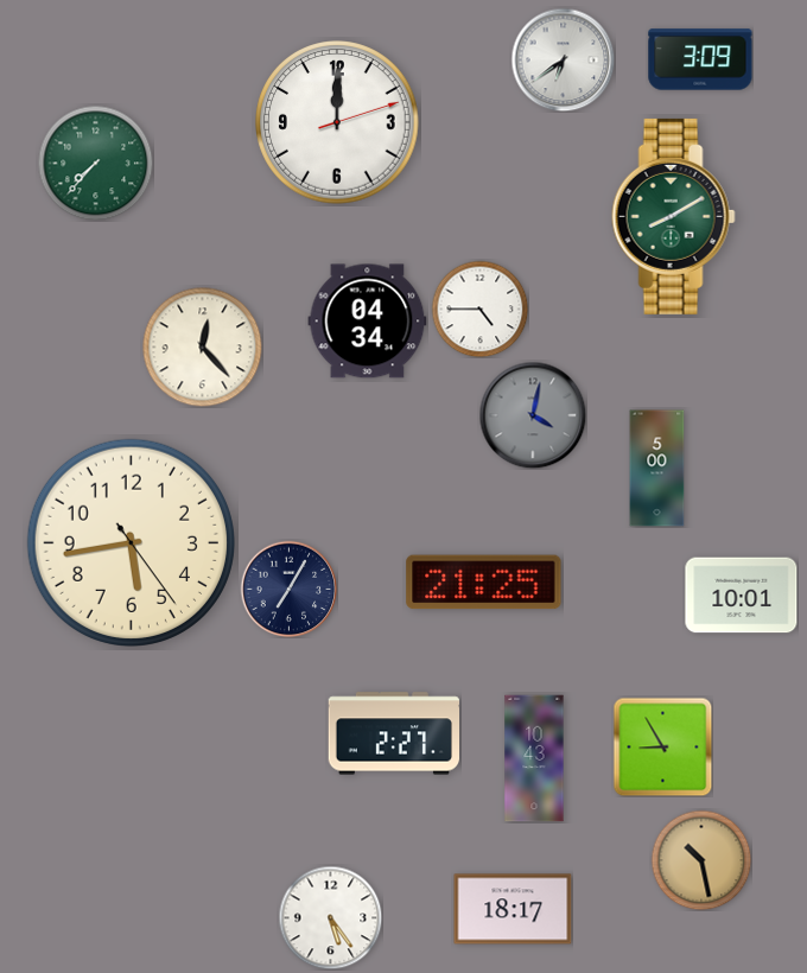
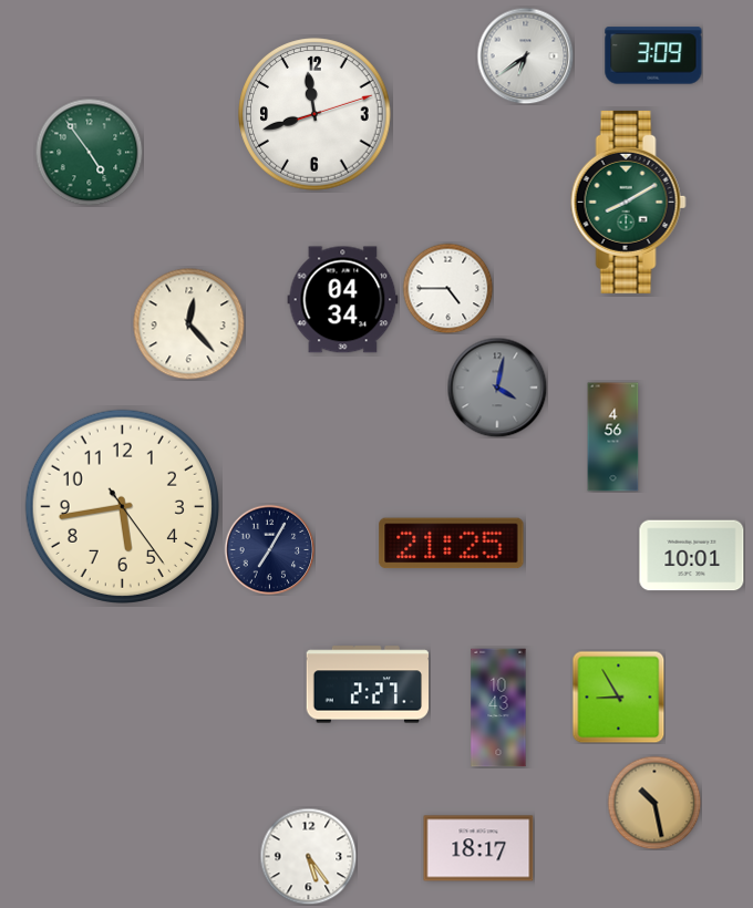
clock at (337, 122): 12:00 -> 11:42
clock at (95, 163): 7:37 -> 4:54
clock at (657, 469): 5:00 -> 4:56
